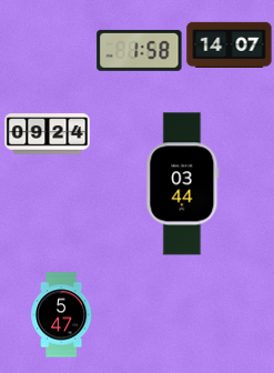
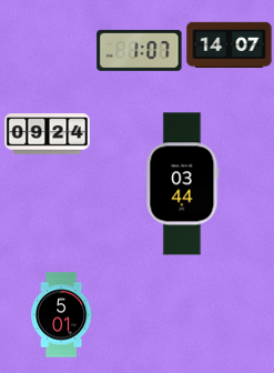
clock at (140, 50): 1:58 -> 1:07
clock at (62, 315): 5:47 -> 5:01
